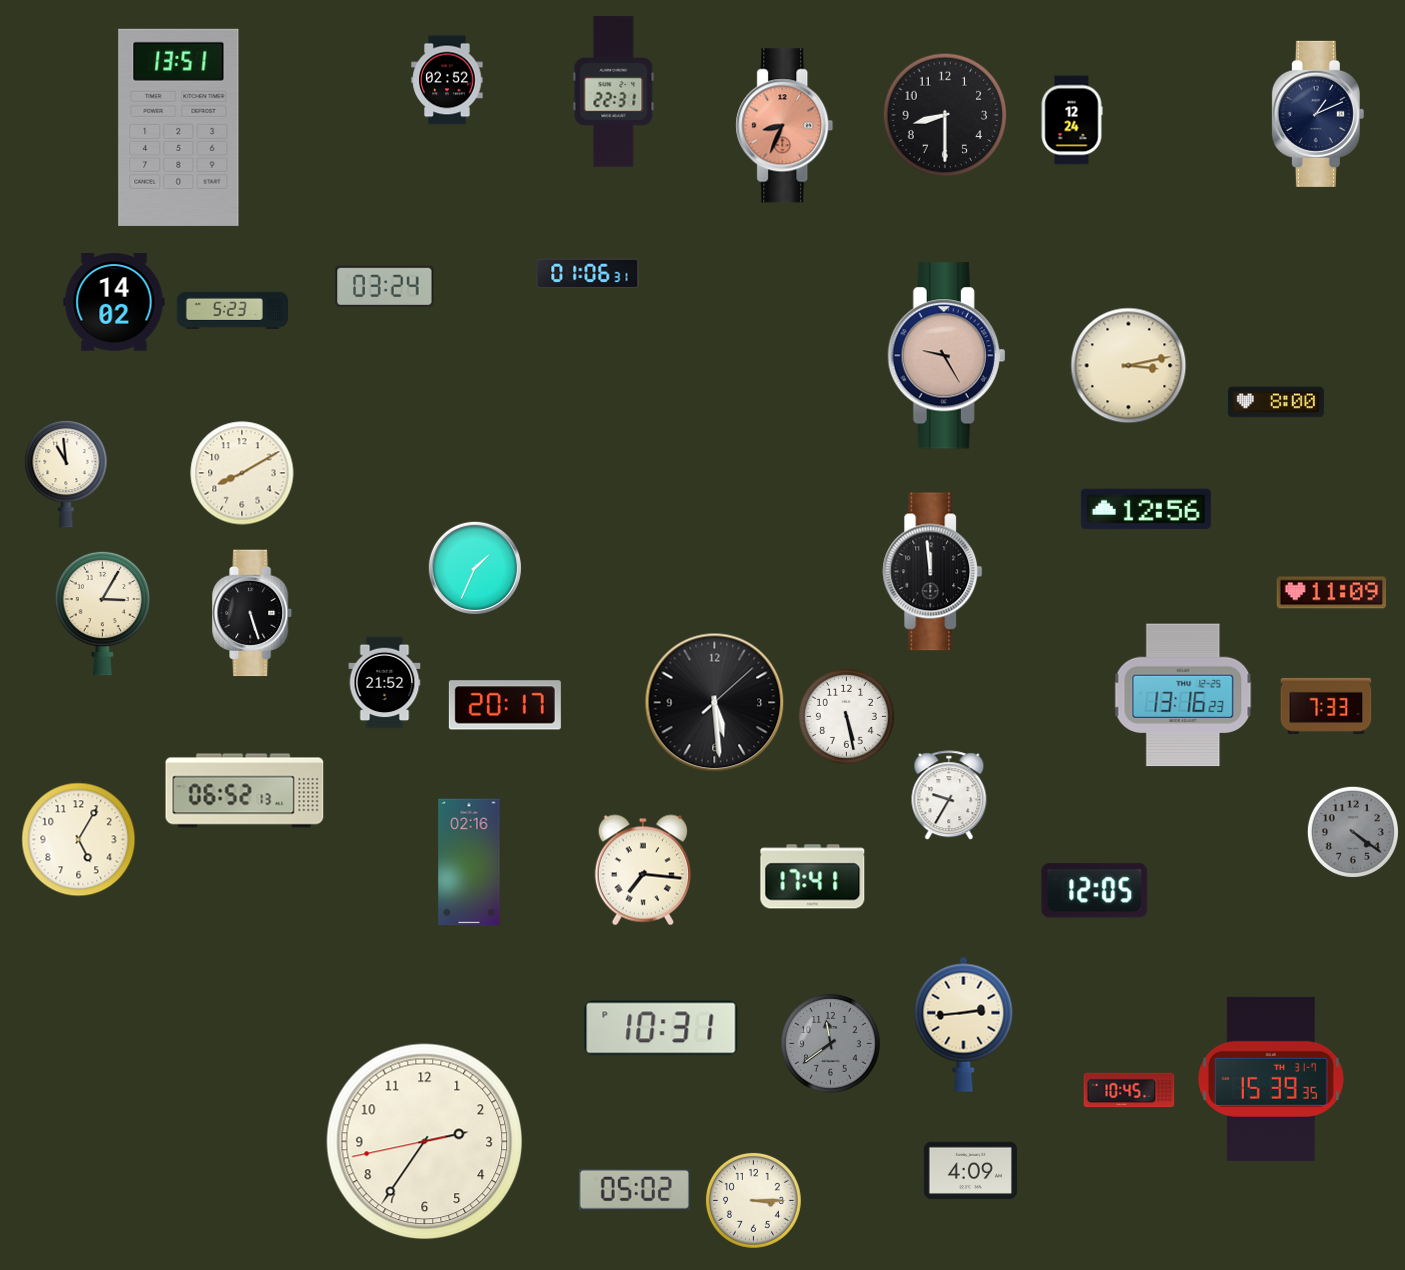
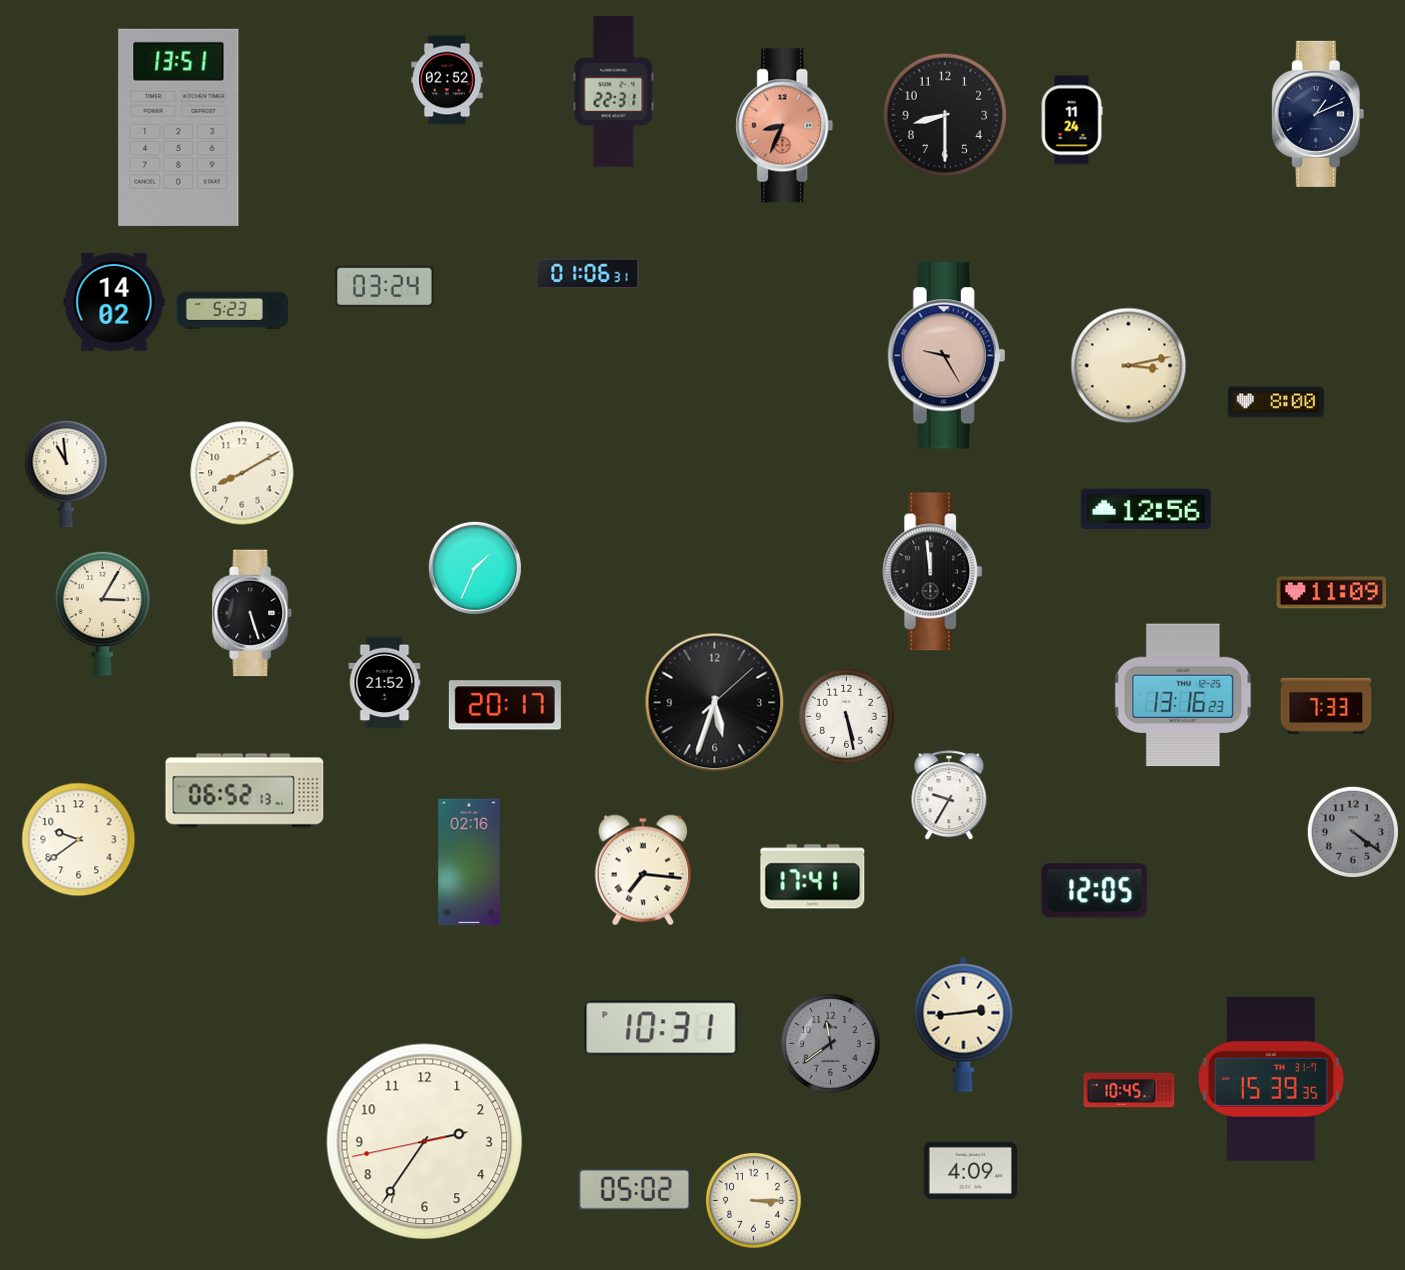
clock at (1072, 120): 12:24 -> 11:24
clock at (715, 703): 5:29 -> 5:33
clock at (79, 840): 5:05 -> 9:39
